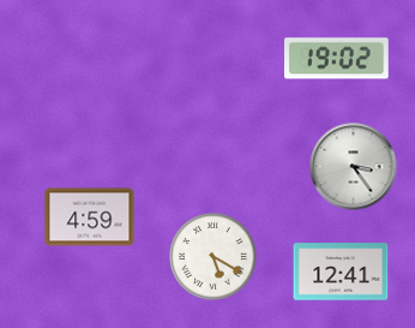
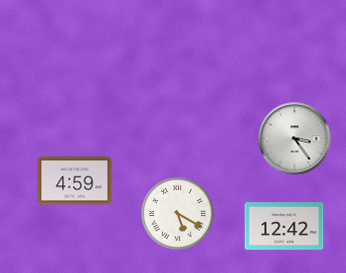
clock at (337, 59): 19:02 -> none
clock at (341, 272): 12:41 -> 12:42
